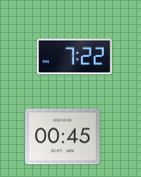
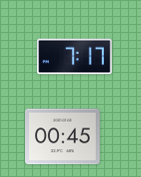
clock at (75, 57): 7:22 -> 7:17
